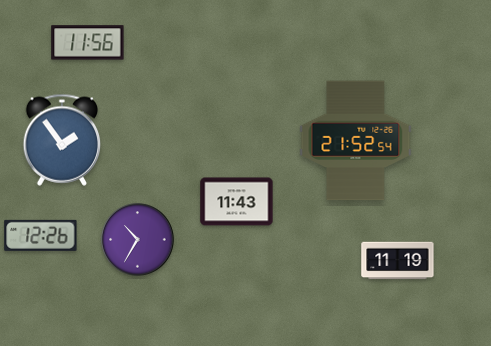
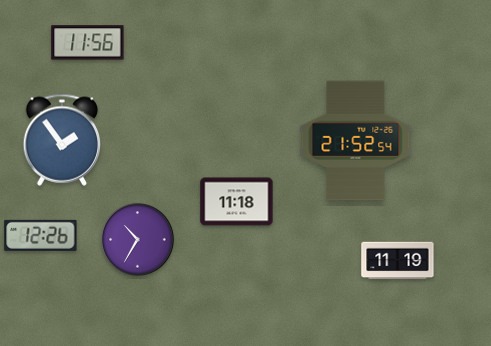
clock at (237, 202): 11:43 -> 11:18
